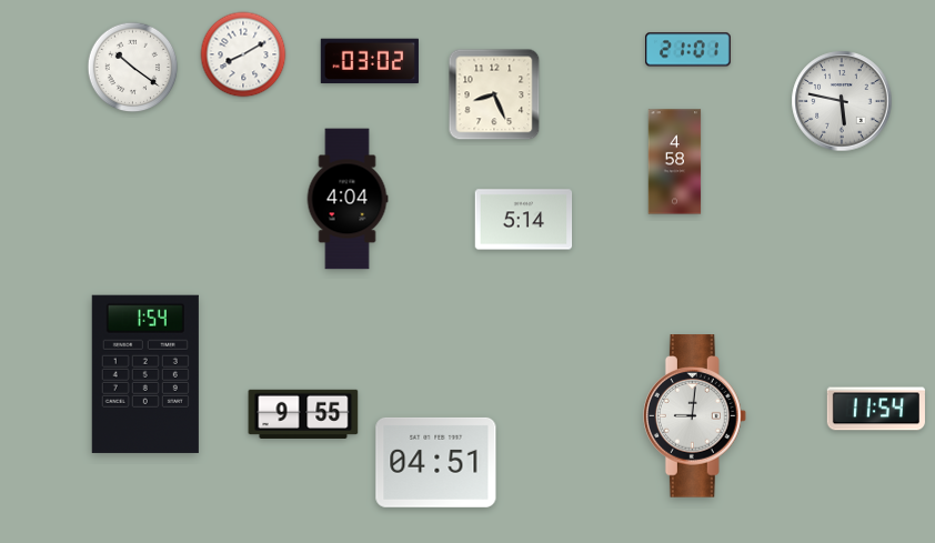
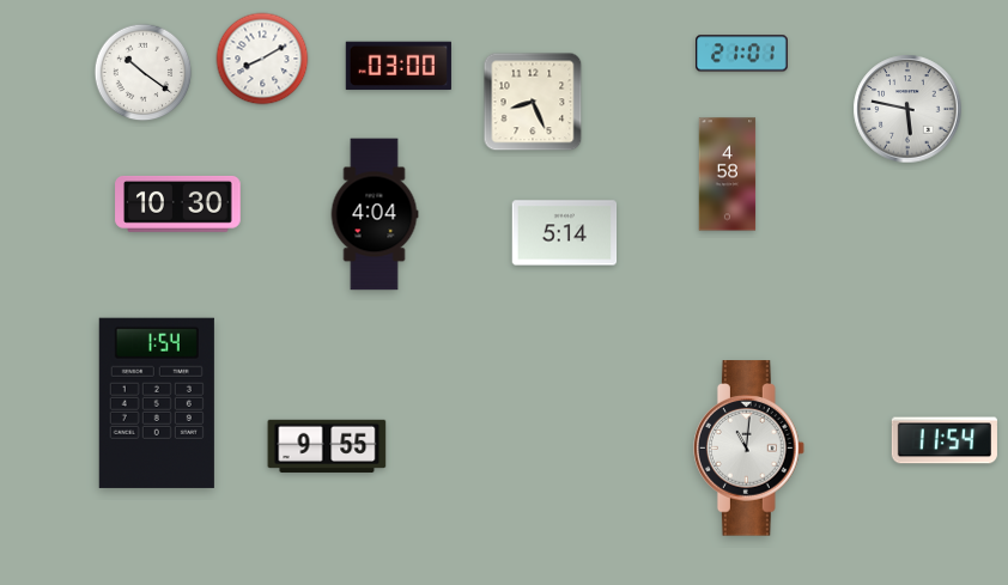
clock at (370, 61): 03:02 -> 03:00
clock at (178, 203): none -> 10:30
clock at (524, 220) position: (524, 220) -> (565, 233)
clock at (694, 416): 9:01 -> 11:01
clock at (436, 462): 04:51 -> none
